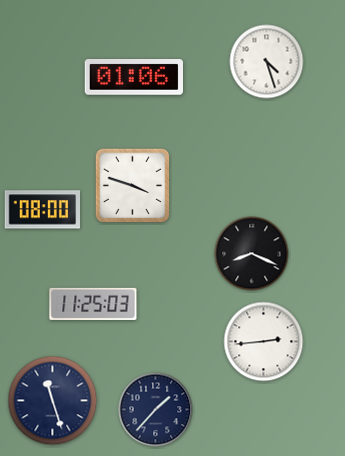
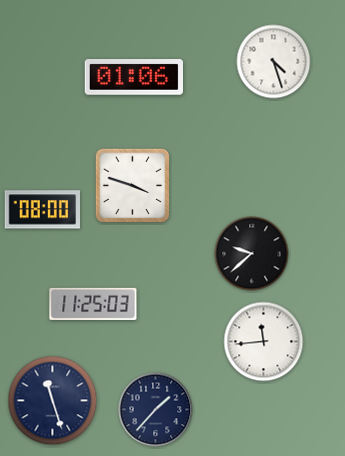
clock at (267, 62) position: (267, 62) -> (274, 62)
clock at (252, 254): 8:19 -> 9:38
clock at (264, 342): 2:44 -> 11:44
